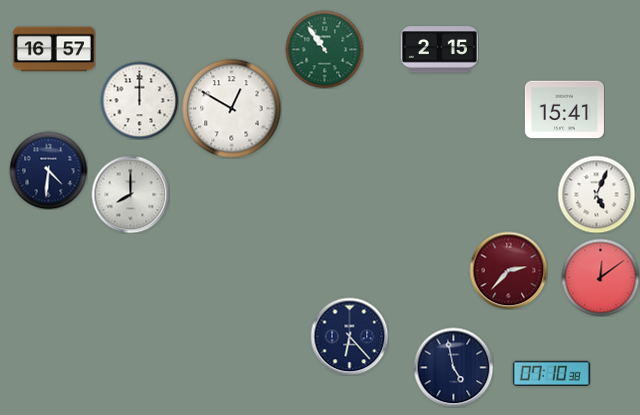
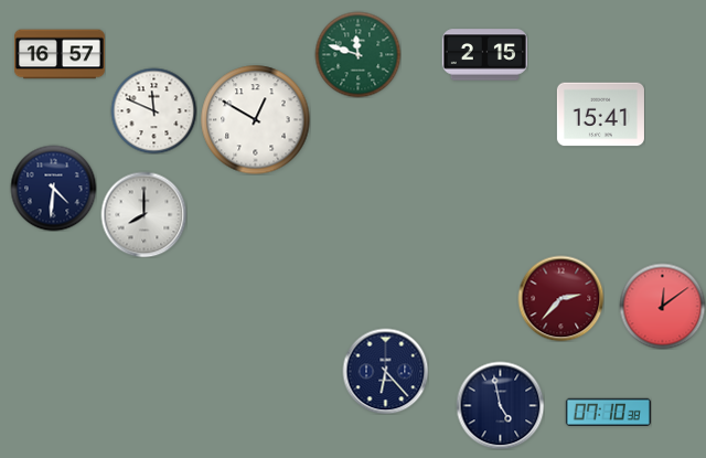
clock at (324, 49): 10:54 -> 11:48
clock at (139, 100): 12:00 -> 11:49
clock at (564, 110) position: (564, 110) -> (600, 115)
clock at (596, 194): 5:04 -> none
